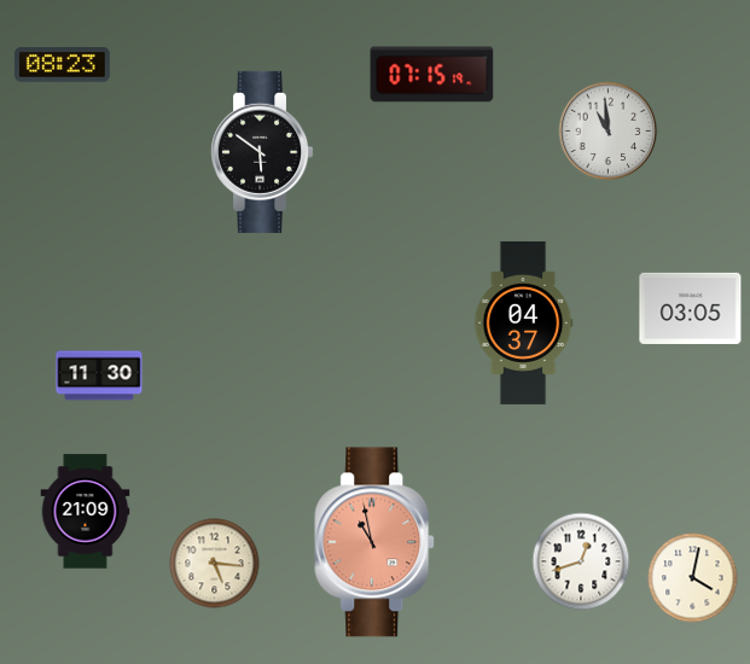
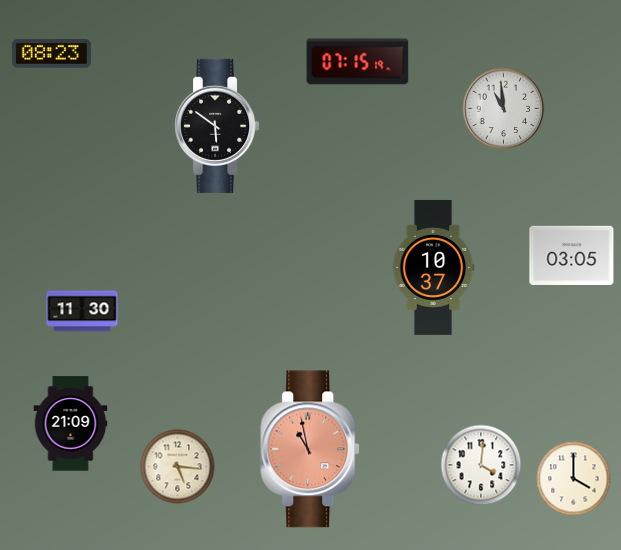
clock at (523, 322): 04:37 -> 10:37
clock at (581, 561): 12:42 -> 4:01
clock at (693, 578): 4:02 -> 4:00
